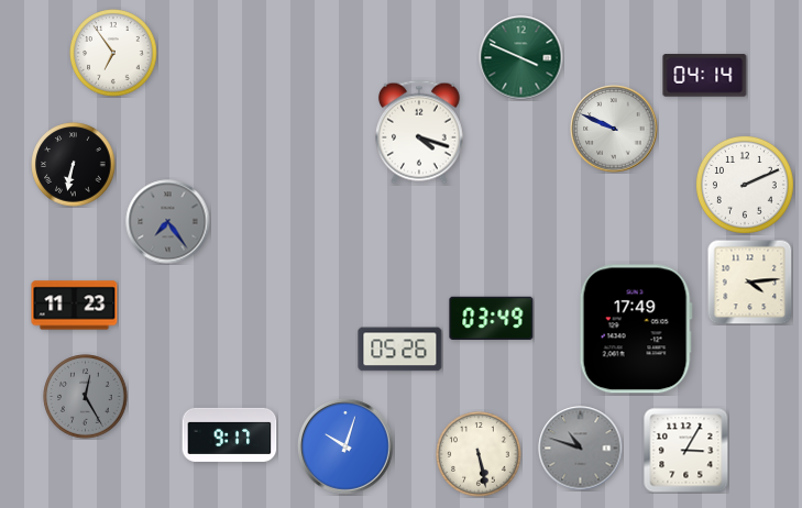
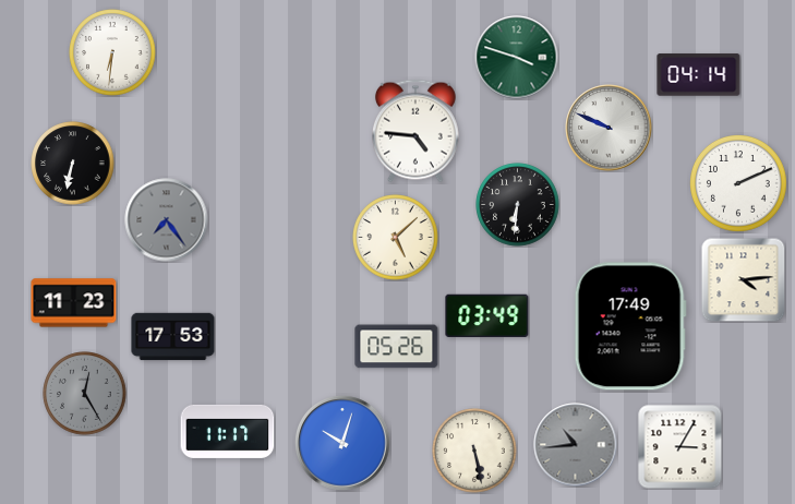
clock at (113, 53): 6:54 -> 6:31
clock at (521, 58): 3:49 -> 3:48
clock at (419, 132): 4:18 -> 4:46
clock at (518, 205): none -> 6:31
clock at (396, 238): none -> 5:08
clock at (173, 337): none -> 17:53
clock at (230, 434): 9:17 -> 11:17
clock at (581, 449): 10:48 -> 10:44
